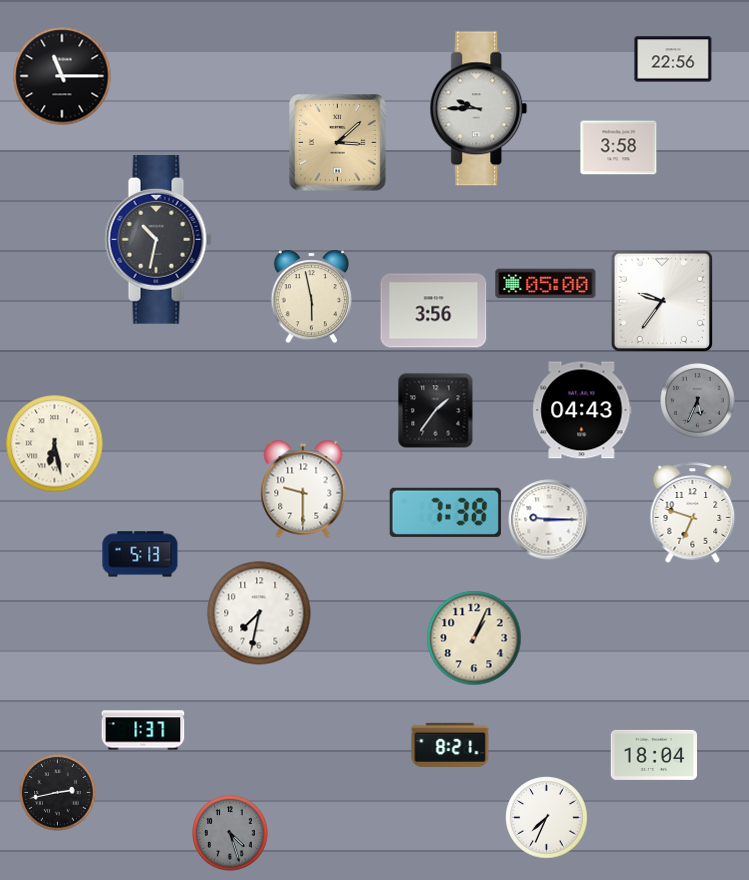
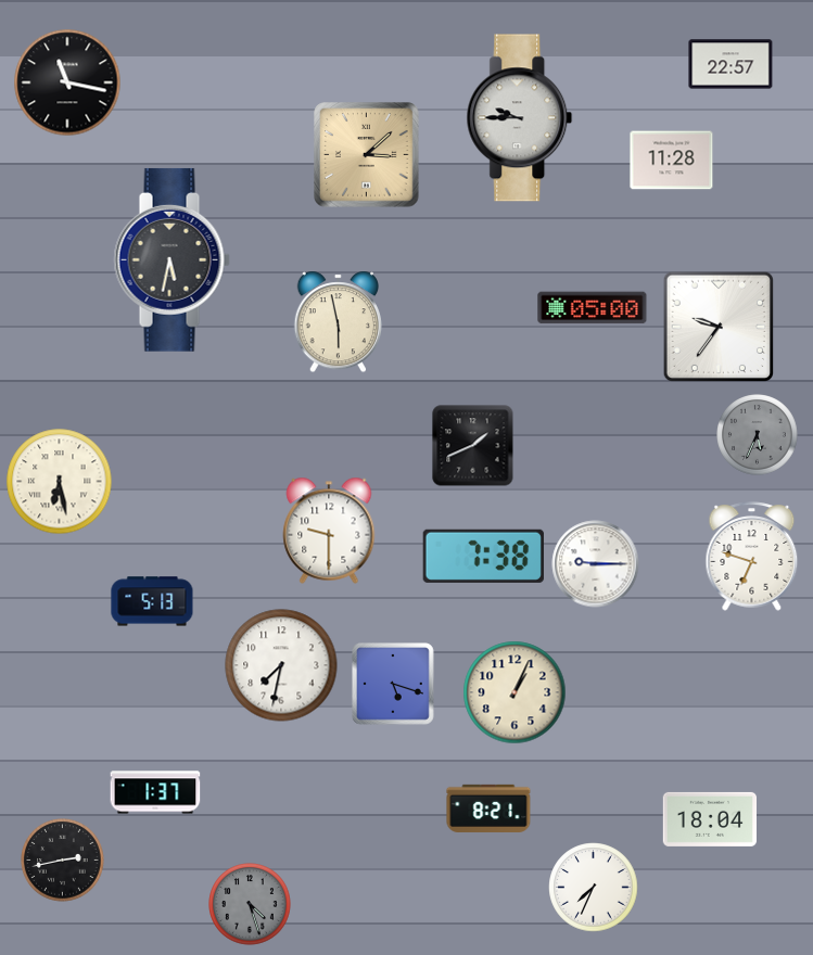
clock at (673, 59): 22:56 -> 22:57
clock at (62, 76): 11:15 -> 11:17
clock at (619, 148): 3:58 -> 11:28
clock at (158, 239): 10:32 -> 5:32
clock at (434, 311): 3:56 -> none
clock at (582, 410): 04:43 -> none
clock at (436, 411): 1:36 -> 1:41
clock at (394, 685): none -> 5:18
